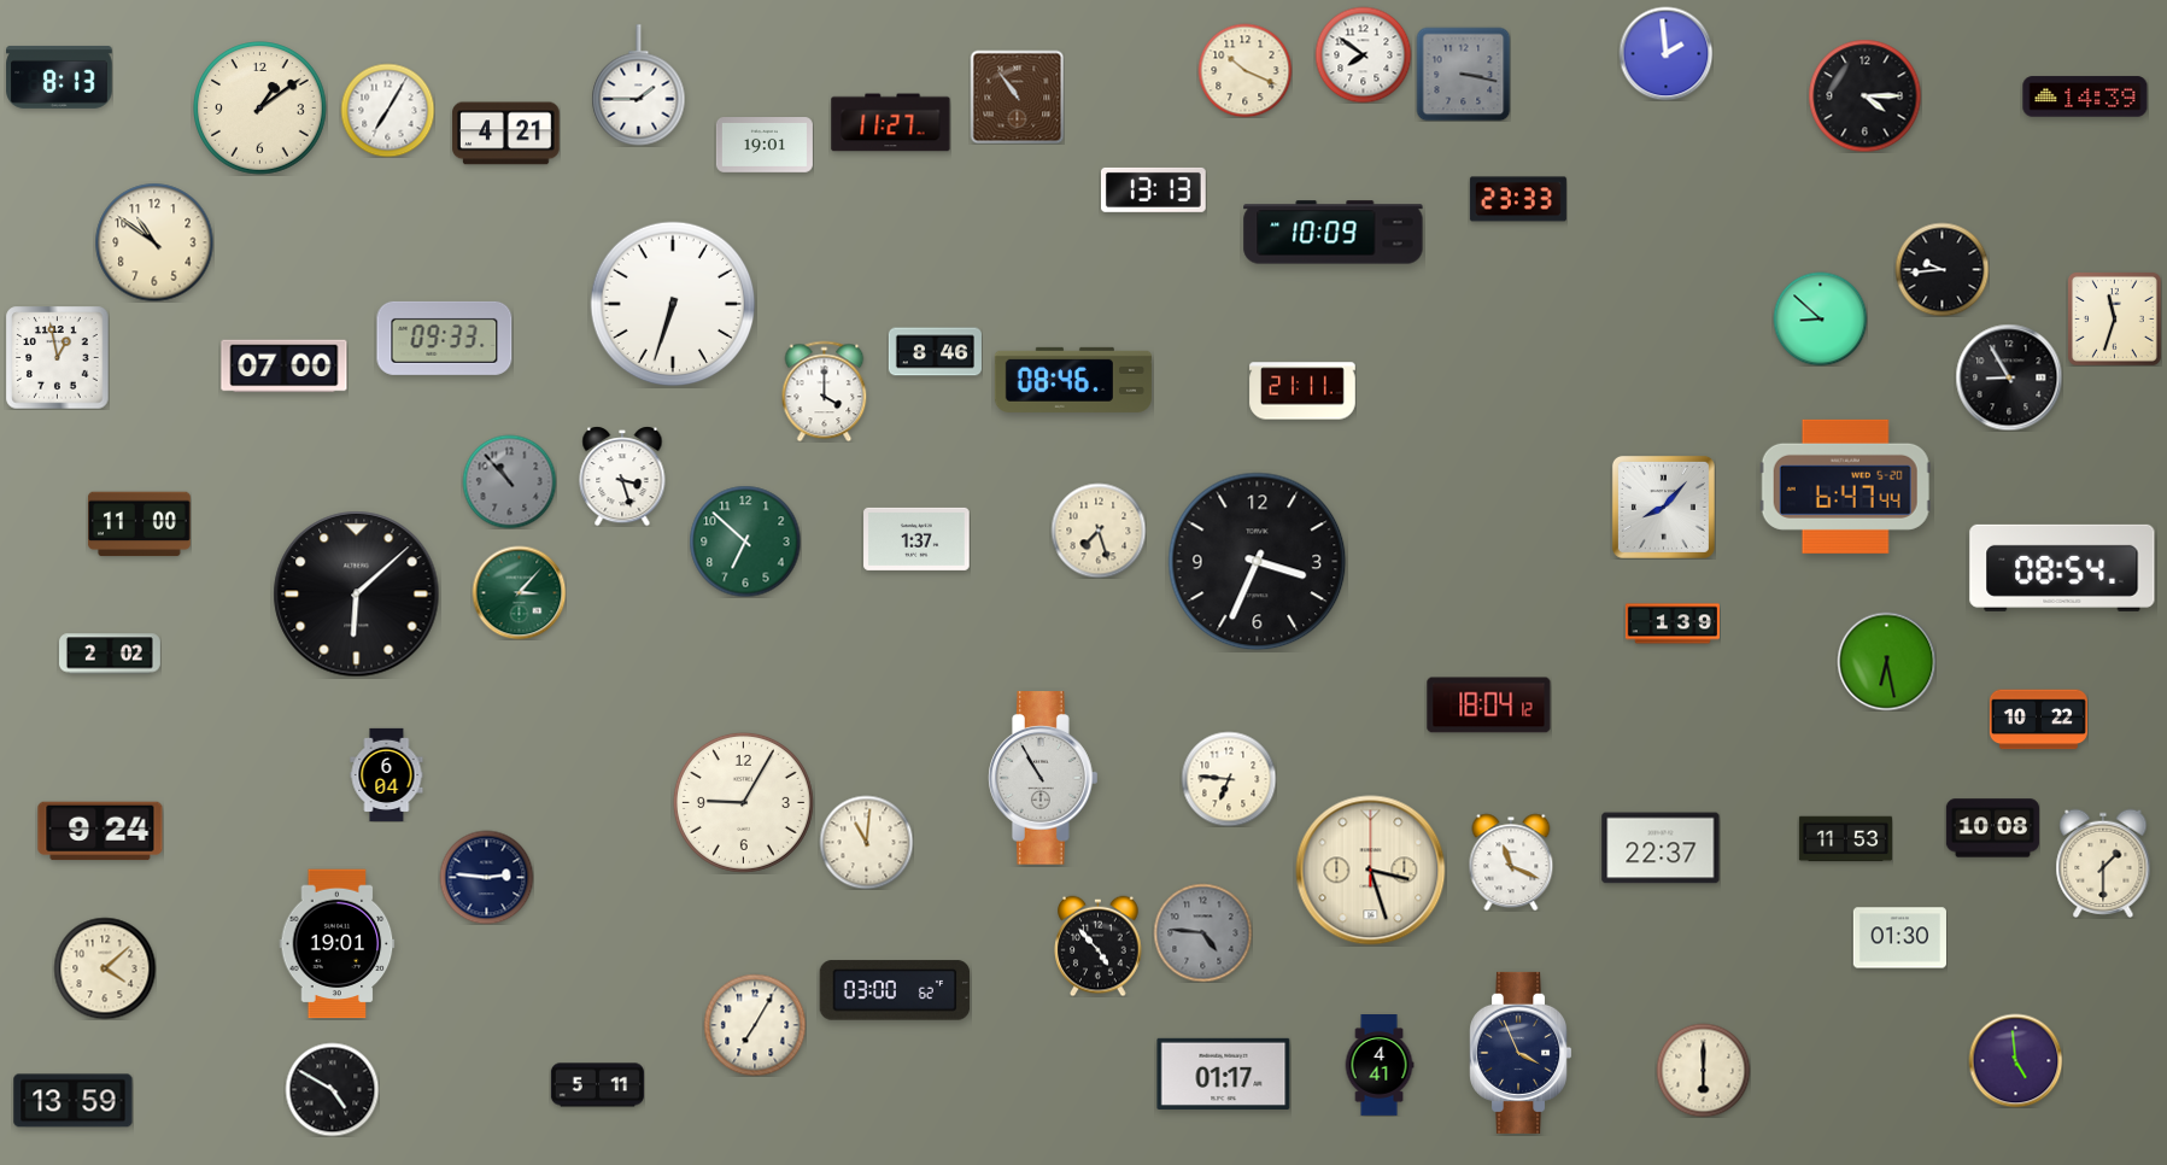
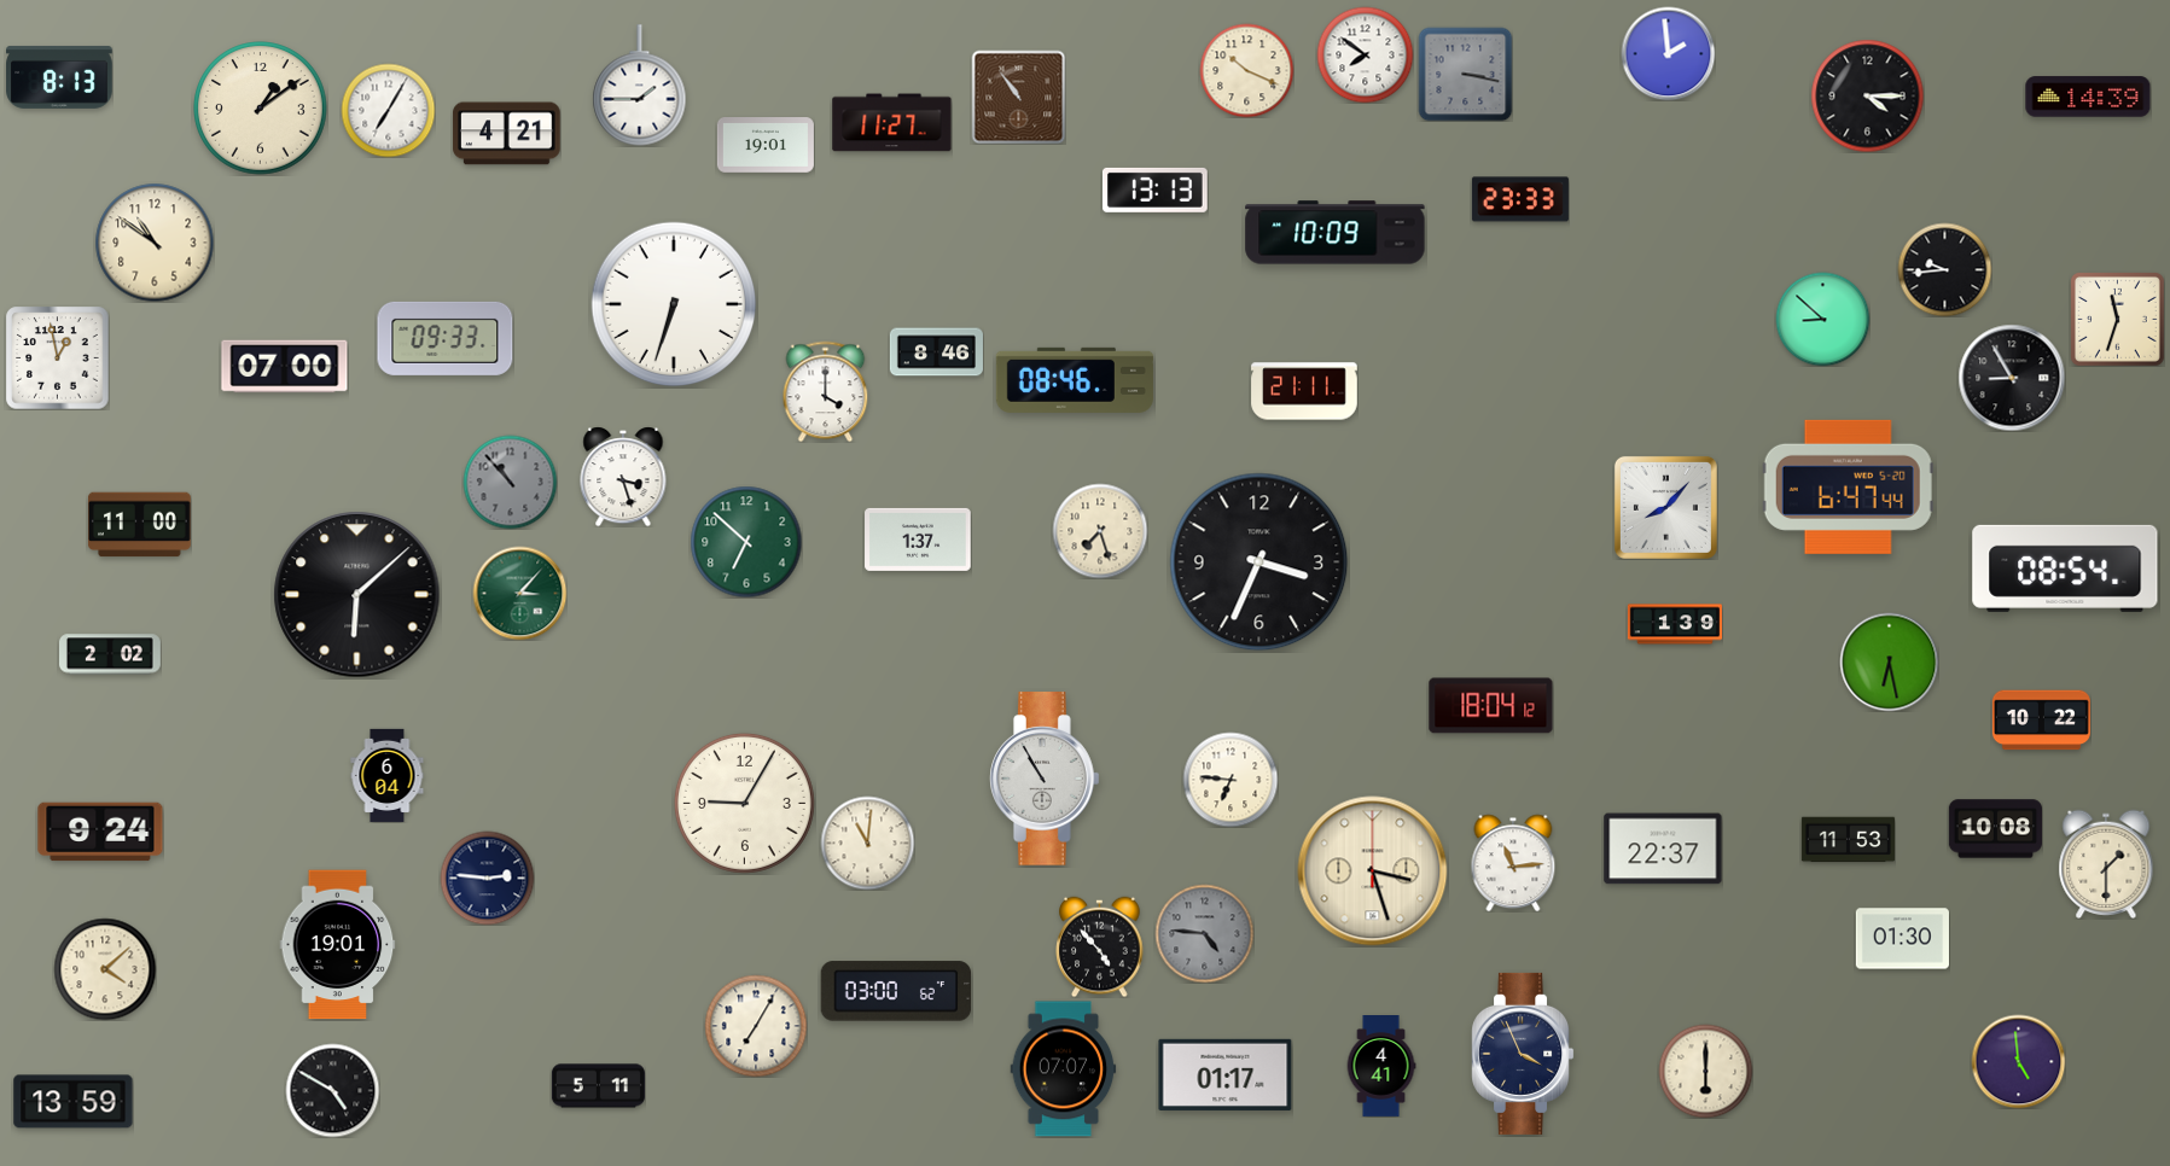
clock at (1511, 862): 11:19 -> 11:14
clock at (1064, 1069): none -> 07:07
